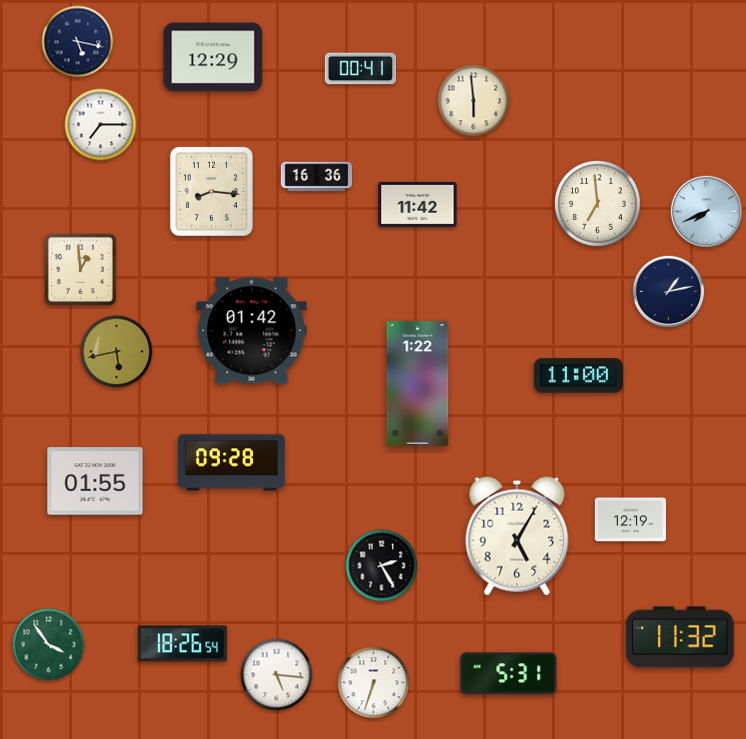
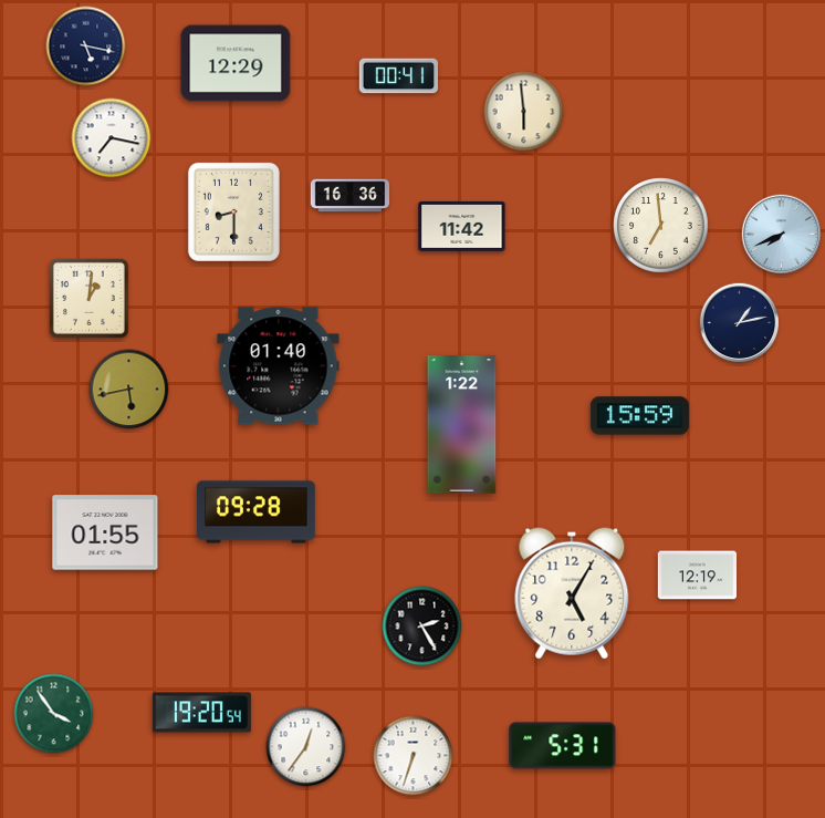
clock at (101, 125): 7:15 -> 7:17
clock at (211, 191): 8:16 -> 8:30
clock at (80, 269): 12:59 -> 1:01
clock at (252, 331): 01:42 -> 01:40
clock at (578, 376): 11:00 -> 15:59
clock at (681, 637): 11:32 -> none
clock at (182, 644): 18:26 -> 19:20
clock at (277, 675): 5:16 -> 12:36
